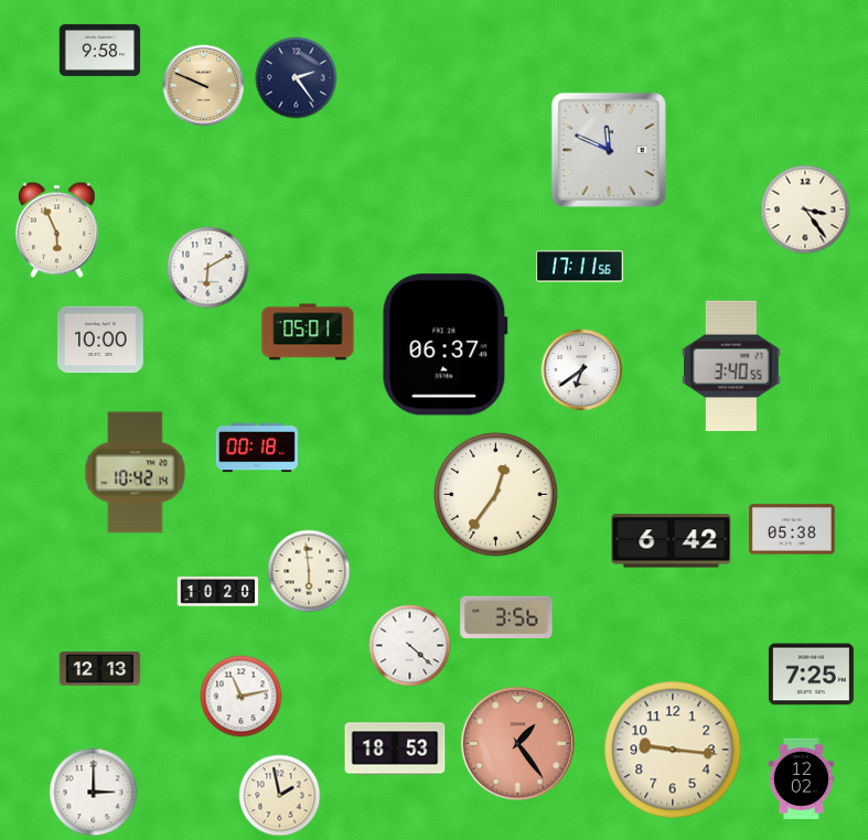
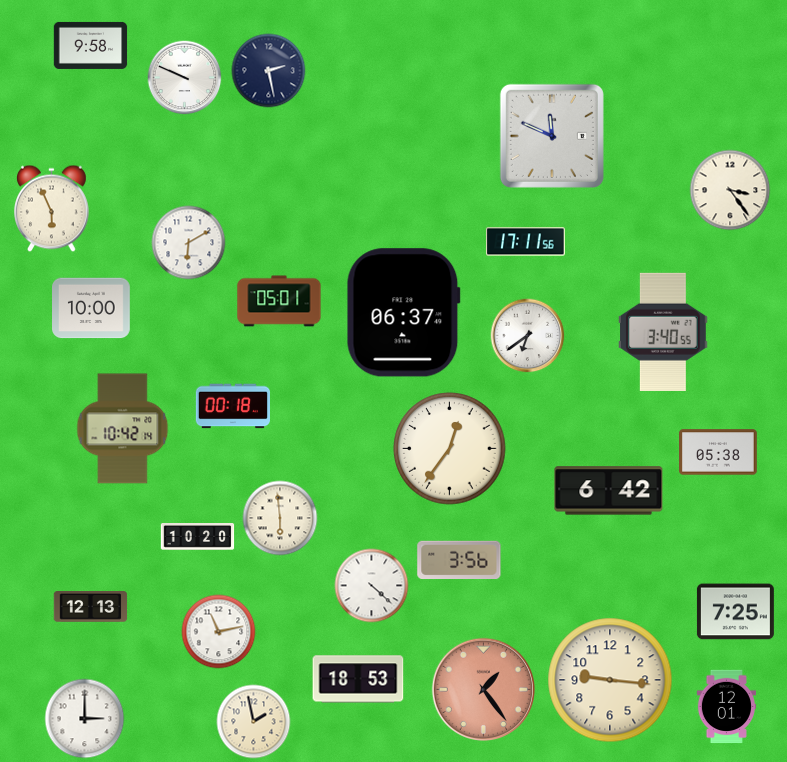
clock at (297, 78): 2:24 -> 2:28
clock at (204, 86) dial: champagne -> white
clock at (793, 529) position: (793, 529) -> (719, 452)
clock at (517, 743) position: (517, 743) -> (483, 689)
clock at (801, 779): 12:02 -> 12:01
